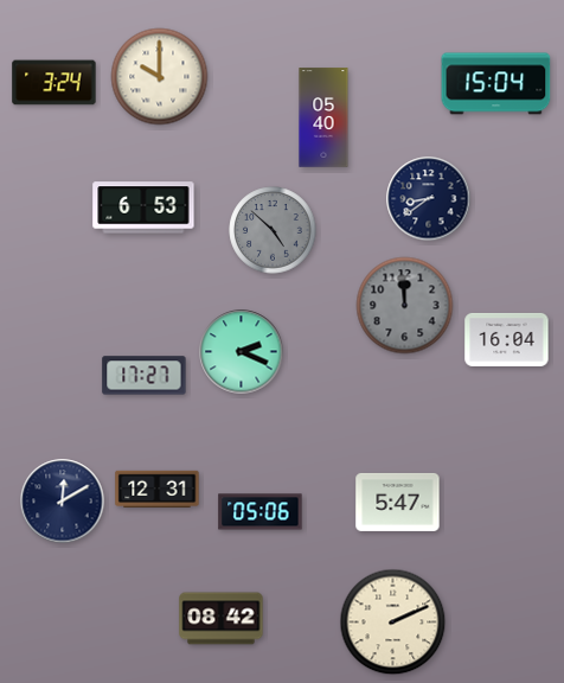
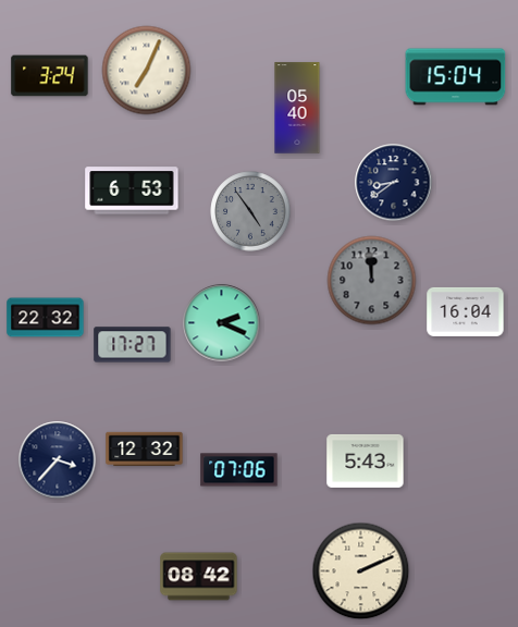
clock at (160, 77): 10:00 -> 7:04
clock at (273, 230): 4:52 -> 4:54
clock at (46, 318): none -> 22:32
clock at (158, 490): 12:31 -> 12:32
clock at (63, 502): 12:10 -> 3:37
clock at (398, 502): 5:47 -> 5:43
clock at (261, 512): 05:06 -> 07:06
clock at (222, 619) position: (222, 619) -> (199, 577)
